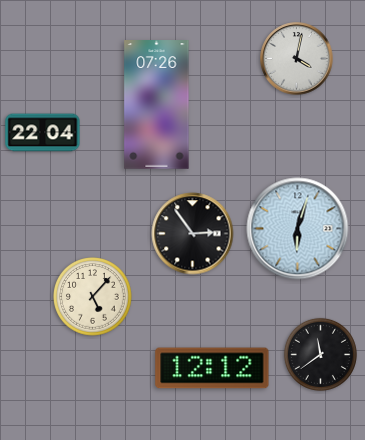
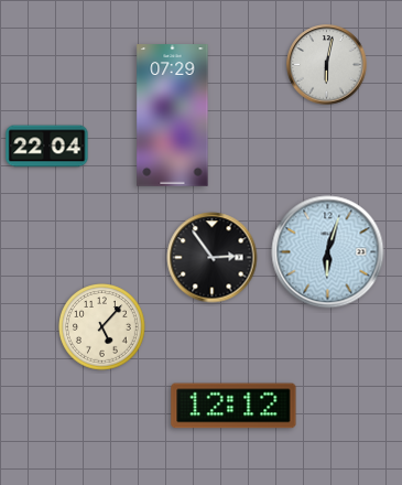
clock at (297, 59): 4:02 -> 6:02
clock at (157, 105): 07:26 -> 07:29
clock at (320, 354): 11:39 -> none
